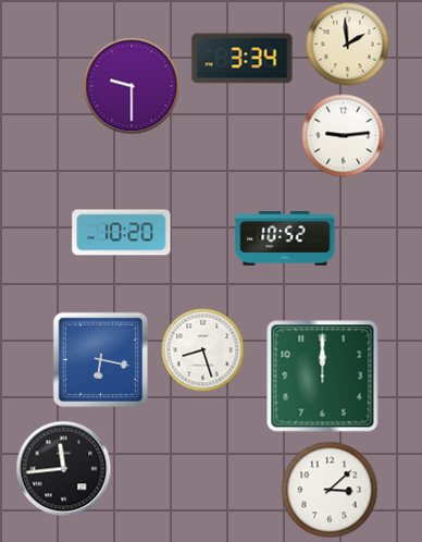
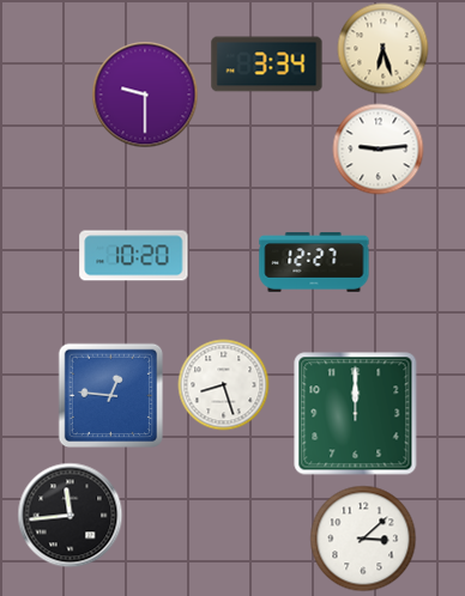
clock at (348, 45): 1:59 -> 6:27
clock at (285, 238): 10:52 -> 12:27
clock at (101, 360): 6:17 -> 12:46
